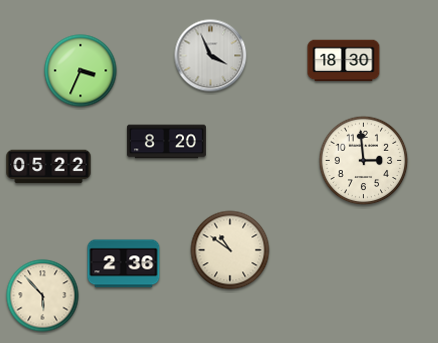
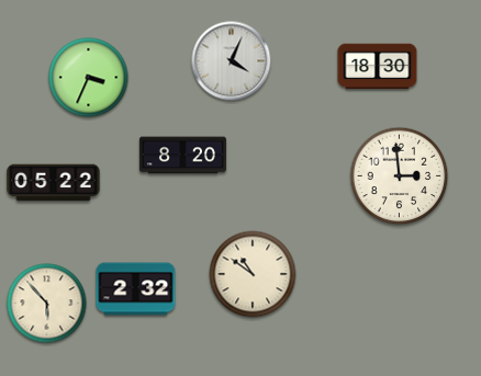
clock at (211, 56): 3:56 -> 4:04
clock at (124, 264): 2:36 -> 2:32
clock at (43, 296) position: (43, 296) -> (47, 304)
